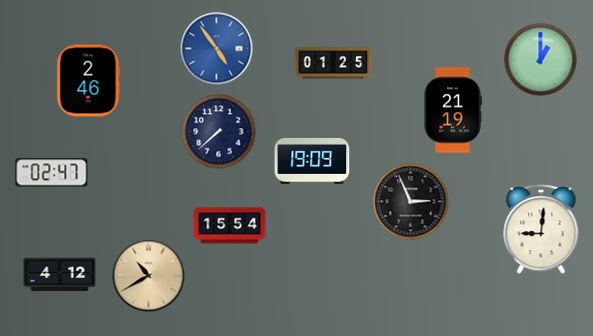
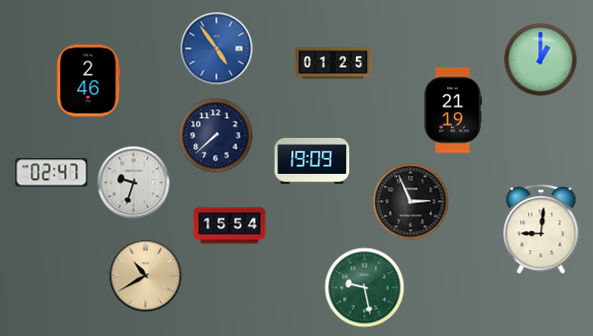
clock at (219, 132) position: (219, 132) -> (216, 136)
clock at (134, 183): none -> 9:33
clock at (60, 275): 4:12 -> none
clock at (149, 276) position: (149, 276) -> (146, 276)
clock at (365, 288): none -> 9:28
